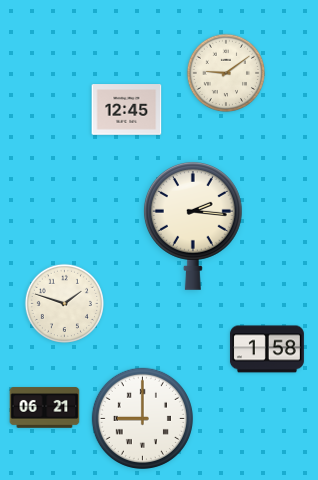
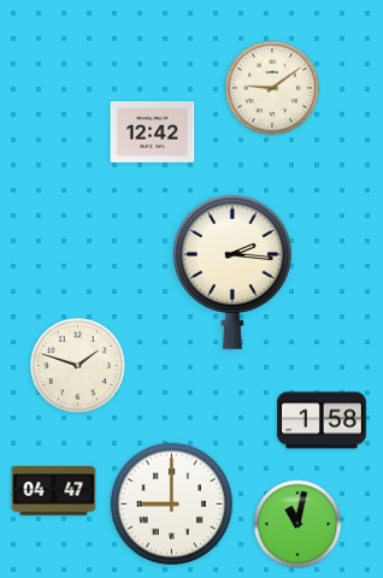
clock at (127, 110): 12:45 -> 12:42
clock at (45, 408): 06:21 -> 04:47
clock at (297, 524): none -> 11:02
